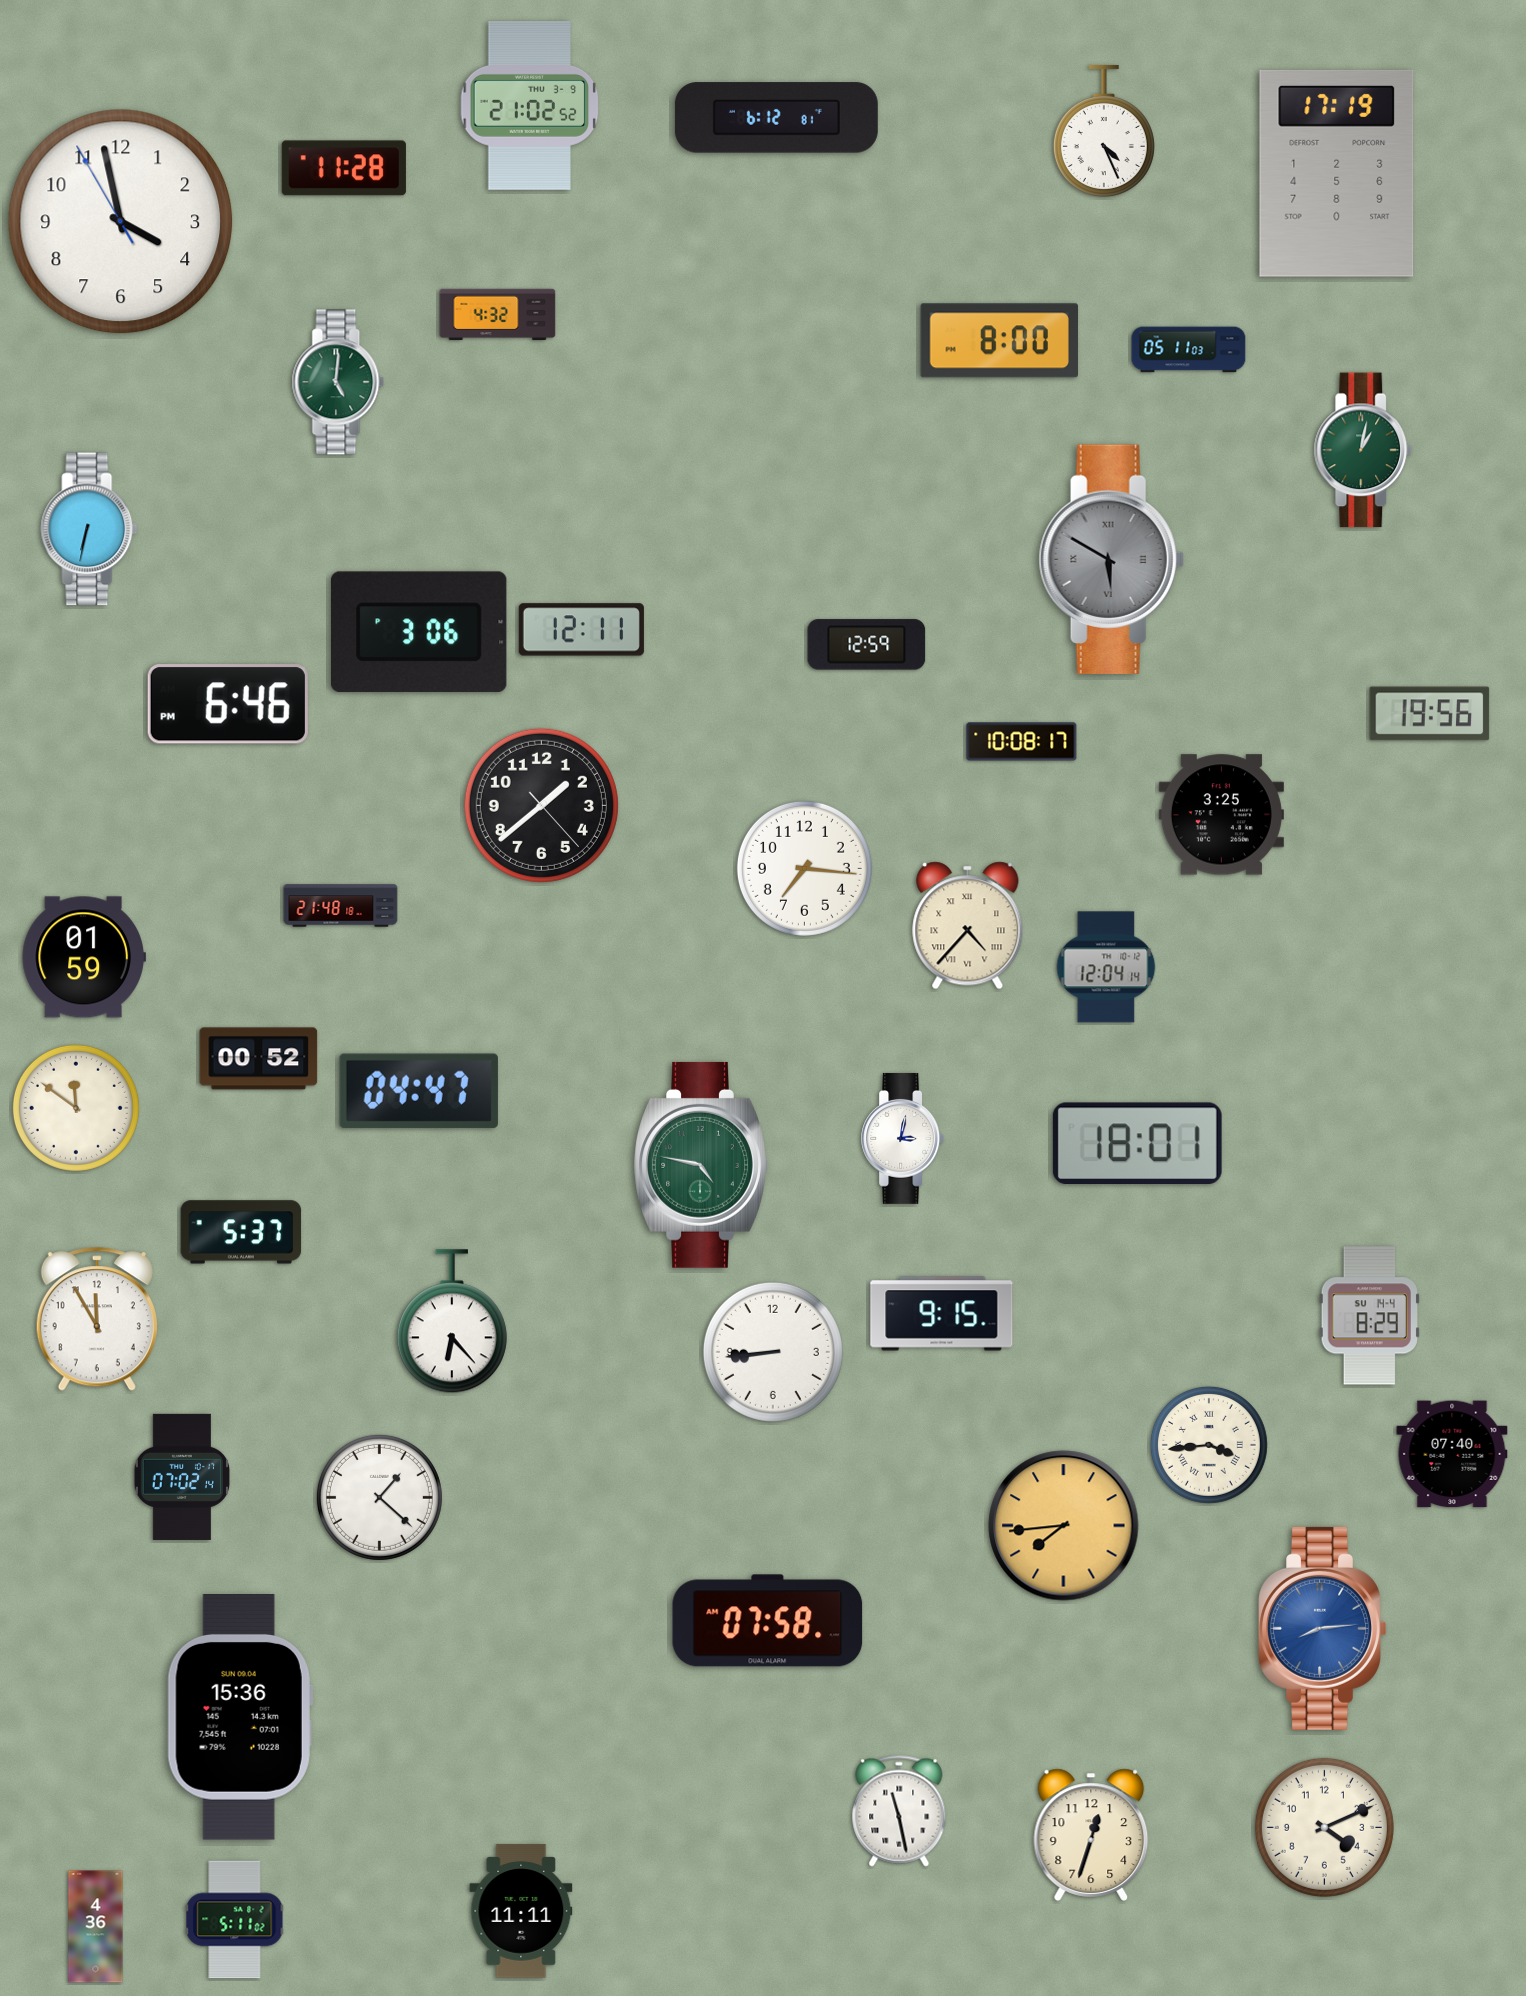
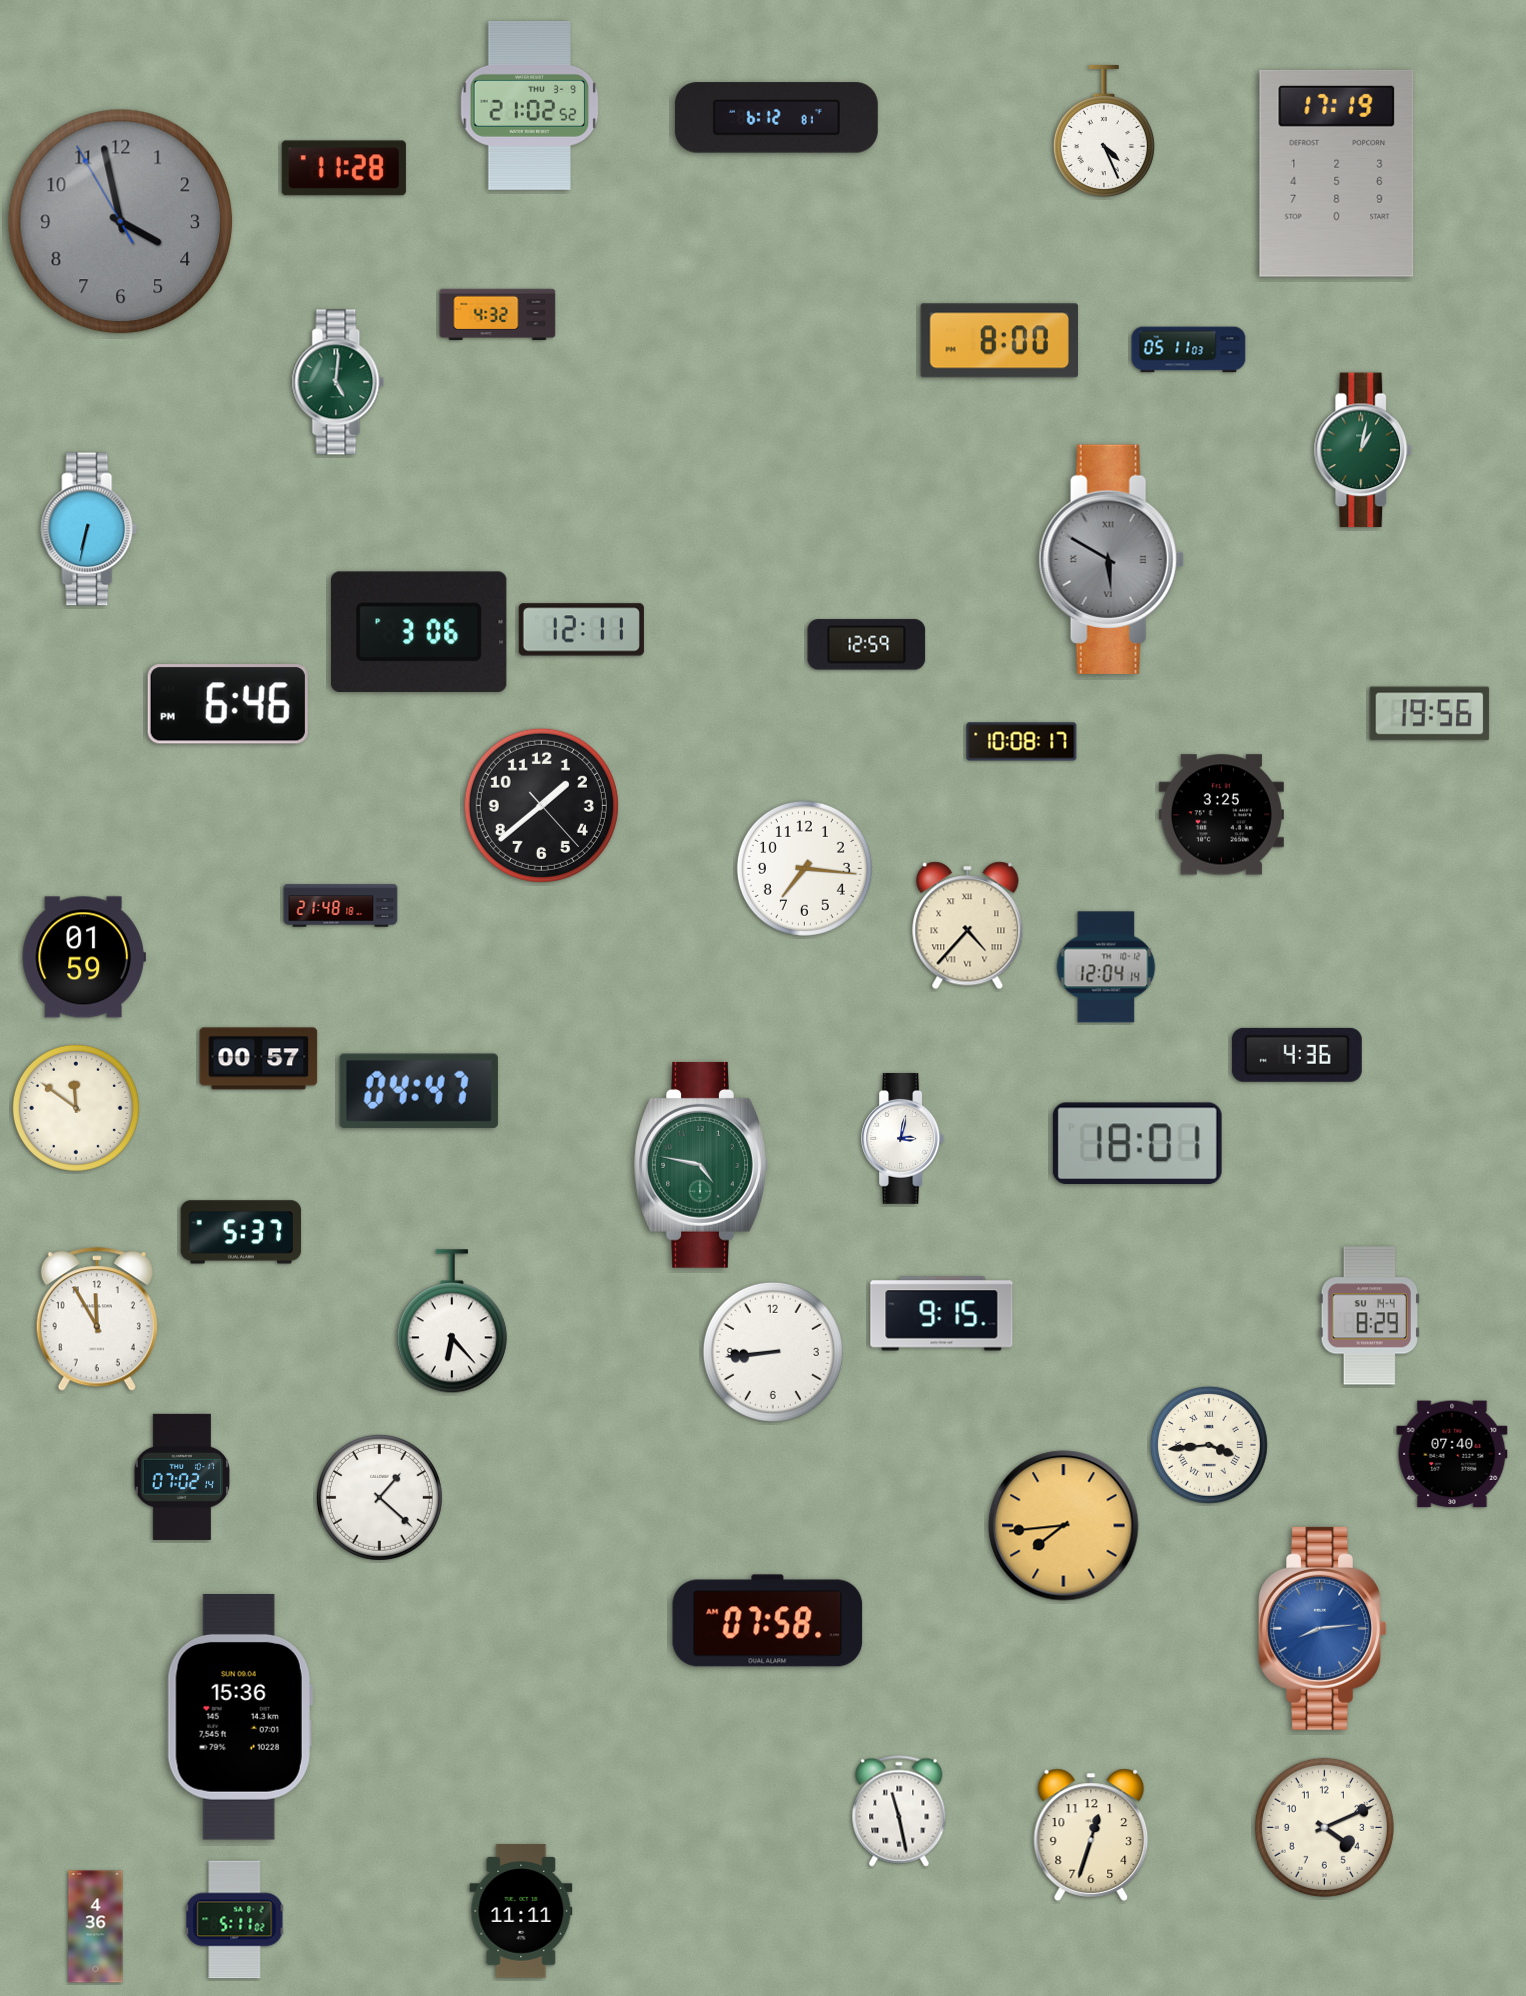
clock at (121, 222) dial: white -> grey
clock at (1297, 1055): none -> 4:36
clock at (259, 1059): 00:52 -> 00:57
